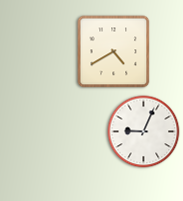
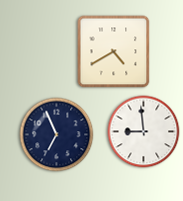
clock at (144, 132): 9:04 -> 8:59
clock at (57, 135): none -> 6:56
